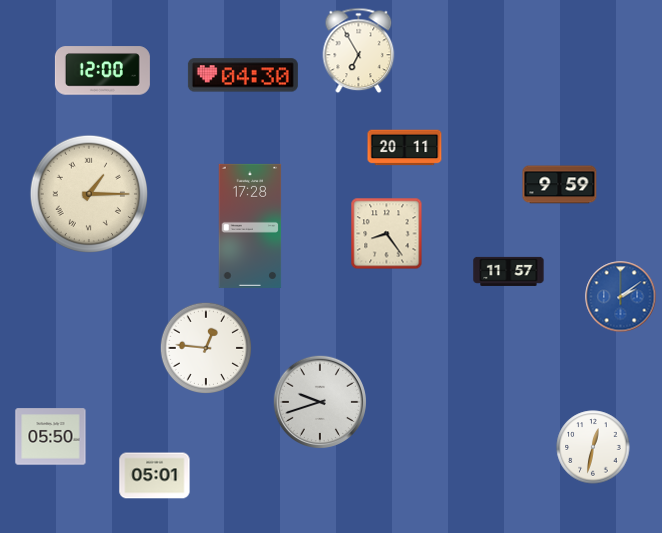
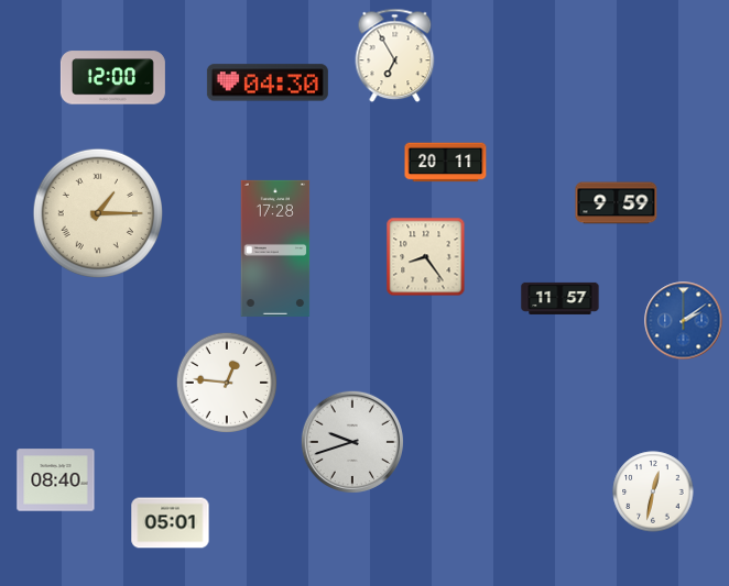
clock at (621, 297) position: (621, 297) -> (684, 321)
clock at (51, 437): 05:50 -> 08:40
